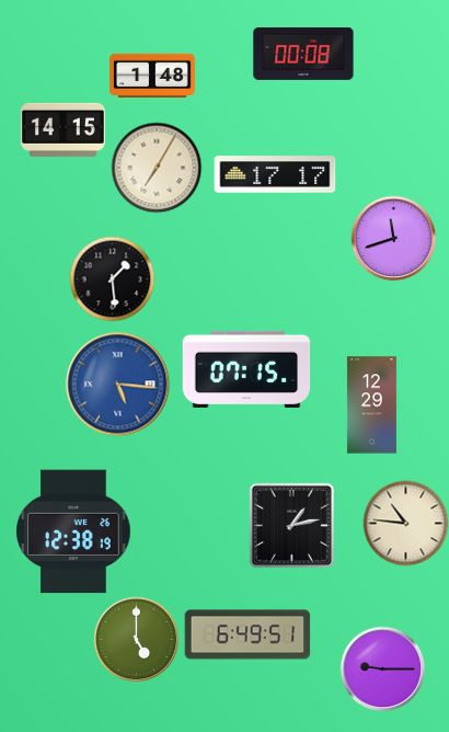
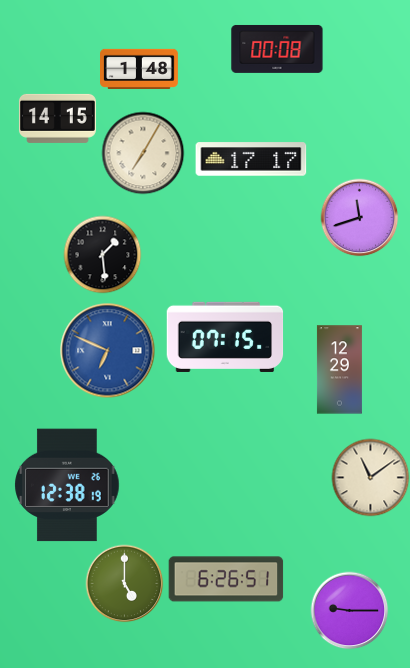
clock at (117, 384): 5:16 -> 6:49
clock at (405, 523): 10:46 -> 11:09
clock at (291, 525): 1:13 -> none
clock at (247, 634): 6:49 -> 6:26
